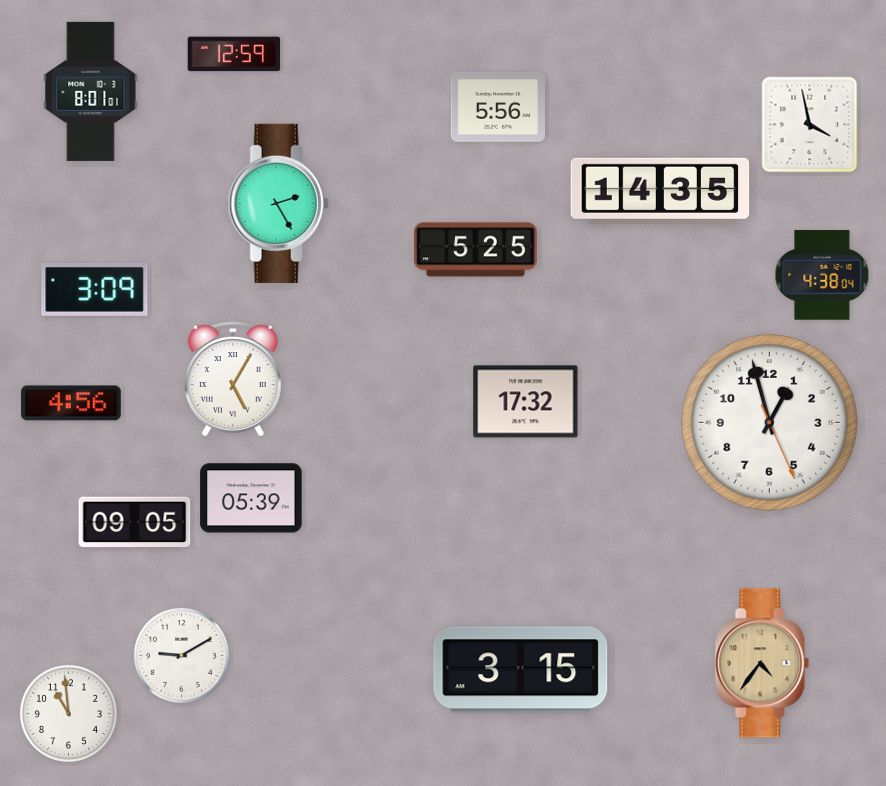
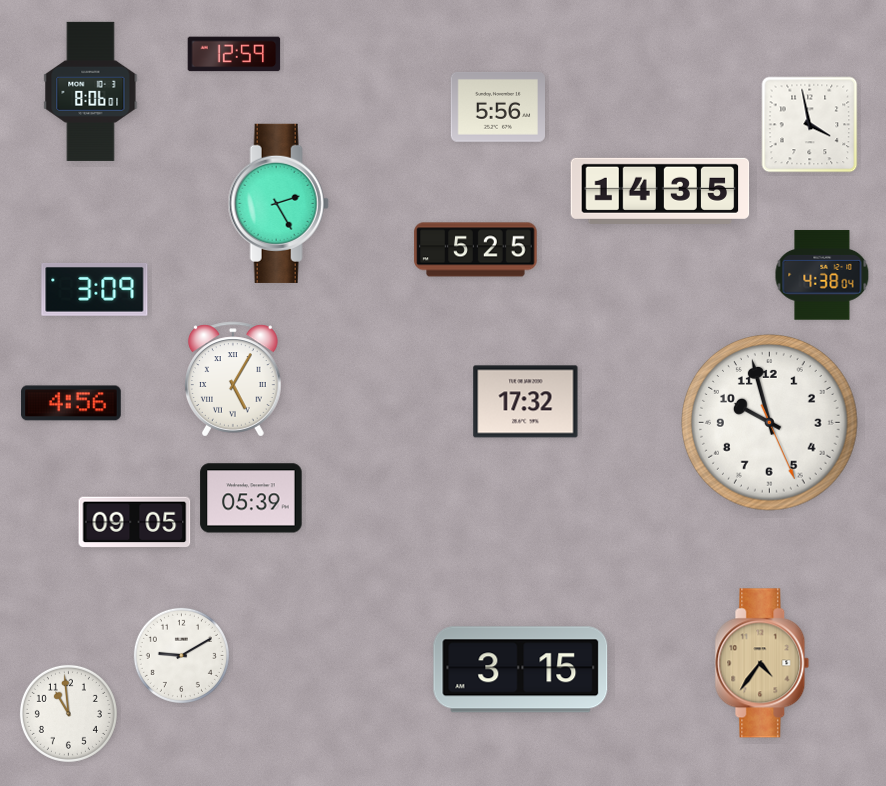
clock at (91, 91): 8:01 -> 8:06
clock at (770, 423): 12:57 -> 9:57
